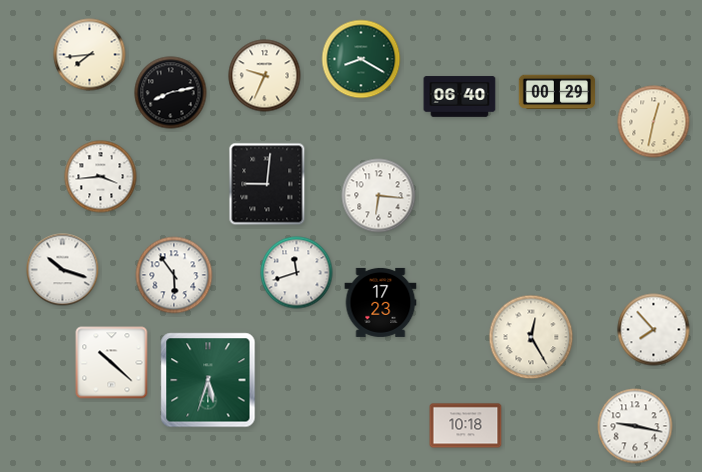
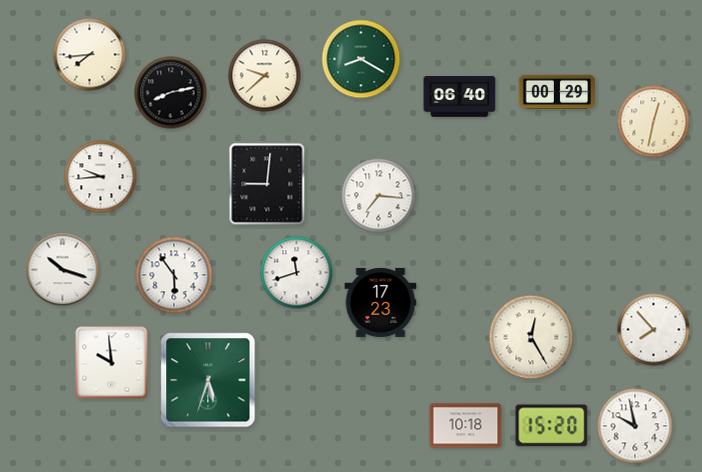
clock at (265, 76): 9:34 -> 9:38
clock at (101, 177): 3:44 -> 9:44
clock at (379, 196): 6:16 -> 7:16
clock at (112, 363): 10:22 -> 9:59
clock at (552, 426): none -> 15:20
clock at (635, 426): 9:17 -> 9:58
